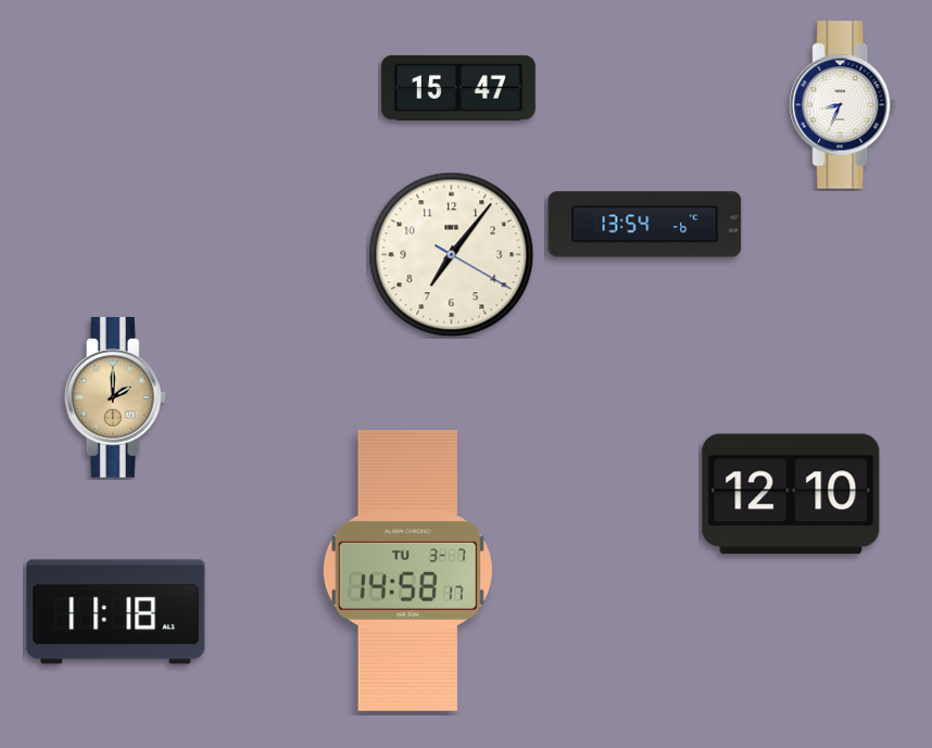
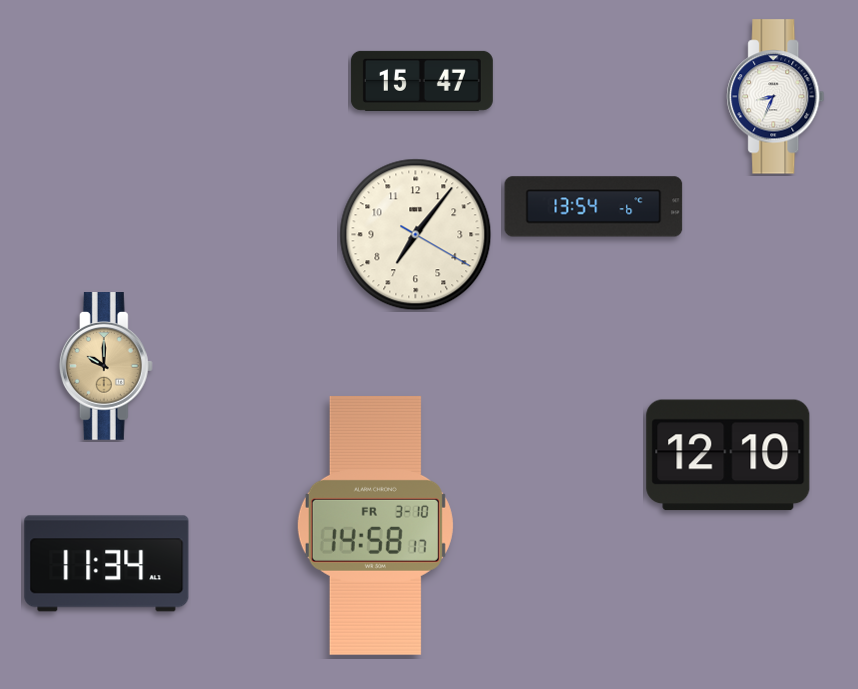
clock at (115, 398): 2:00 -> 10:00
clock at (407, 570) date: TU 3-7 -> FR 3-10
clock at (116, 612): 11:18 -> 11:34
